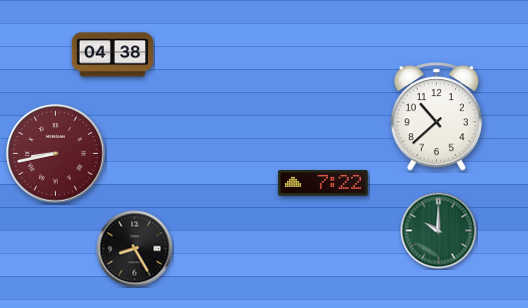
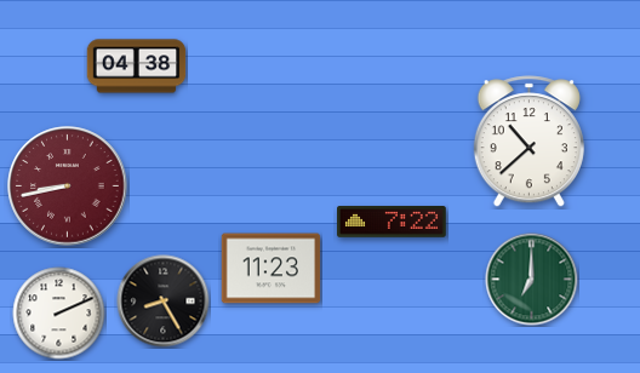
clock at (272, 269): none -> 11:23
clock at (439, 231): 10:00 -> 7:00
clock at (59, 314): none -> 2:11
